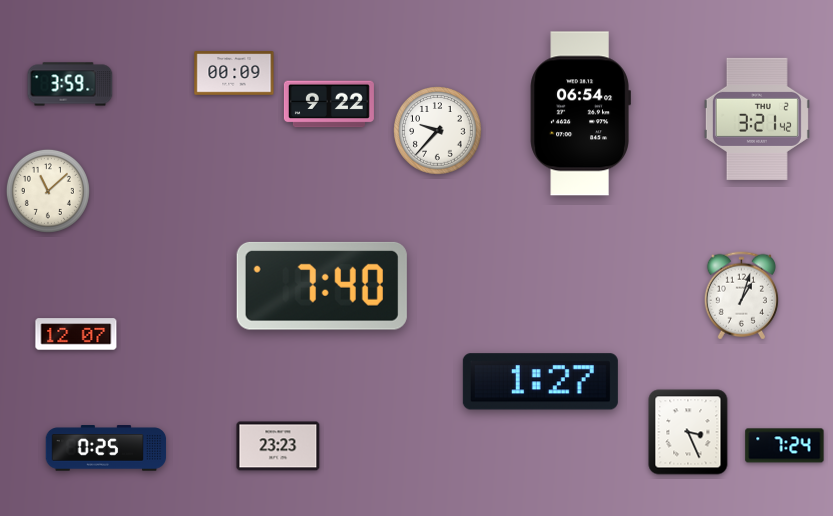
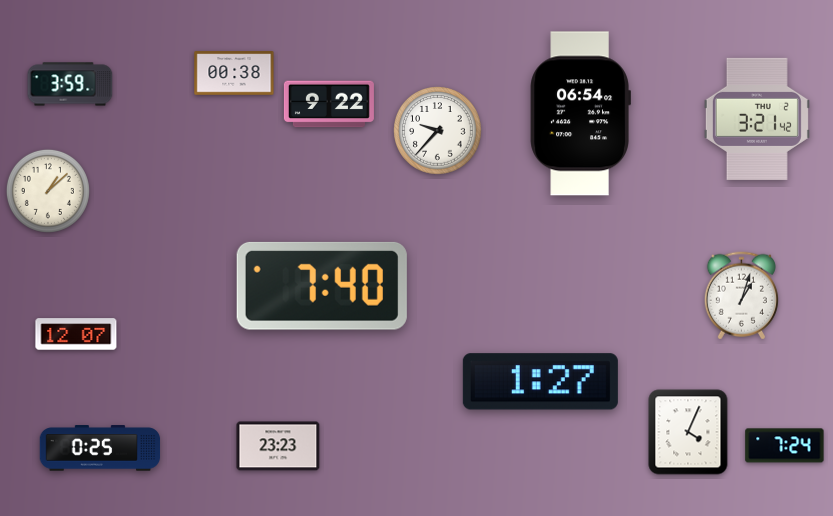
clock at (234, 73): 00:09 -> 00:38
clock at (48, 191): 11:08 -> 1:08
clock at (688, 432): 3:26 -> 4:04
clock at (106, 448) position: (106, 448) -> (100, 448)
